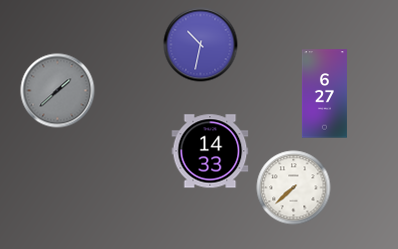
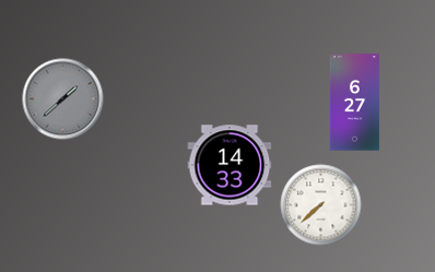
clock at (201, 45): 10:32 -> none
